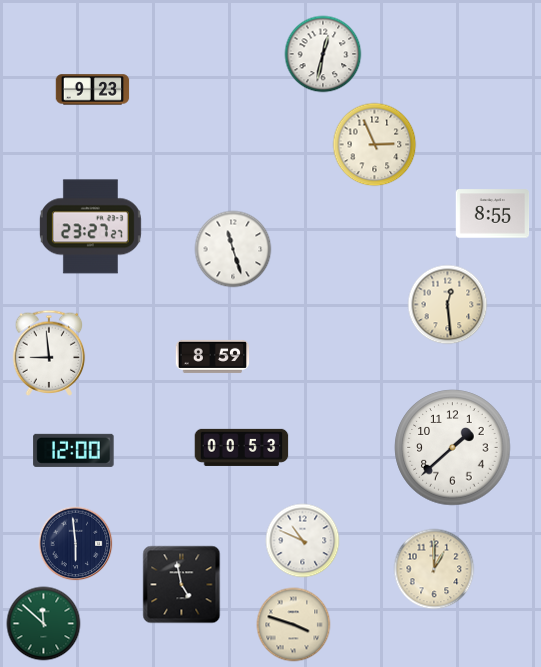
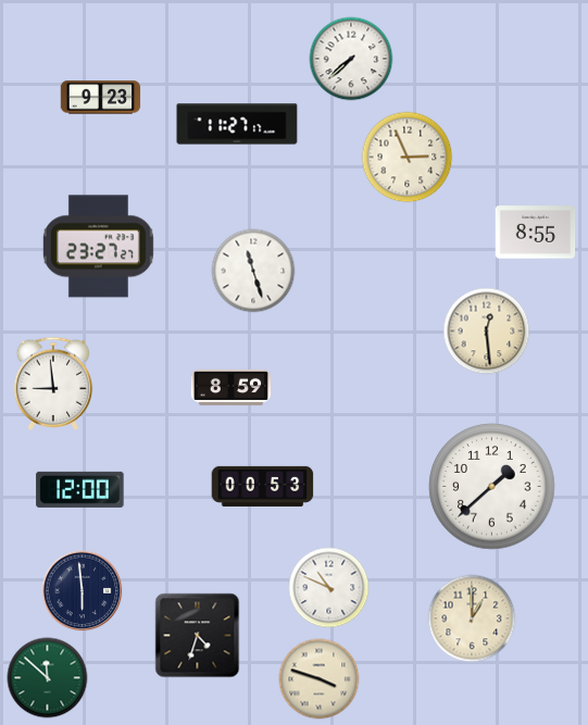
clock at (323, 54): 12:32 -> 7:38
clock at (237, 124): none -> 11:27
clock at (182, 585): 4:58 -> 4:33
